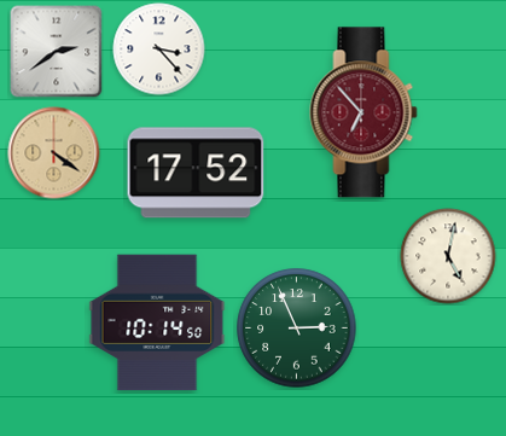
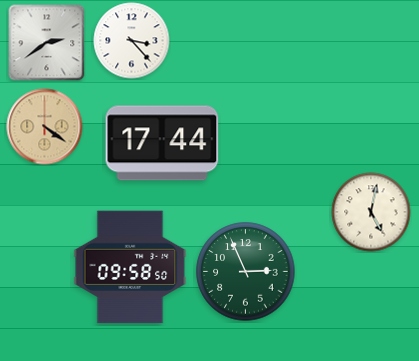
clock at (363, 112): 6:53 -> none
clock at (196, 173): 17:52 -> 17:44
clock at (157, 322): 10:14 -> 09:58
